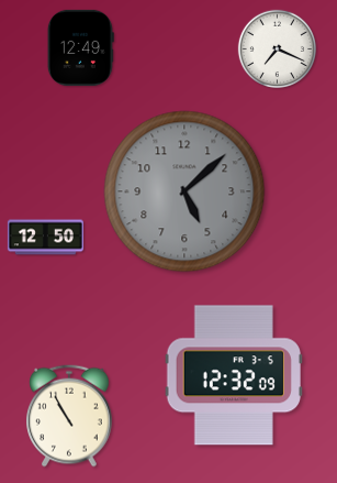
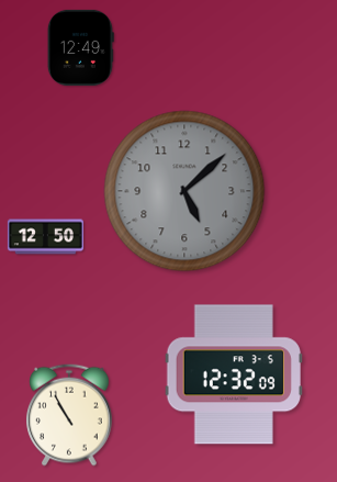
clock at (277, 48): 7:19 -> none
